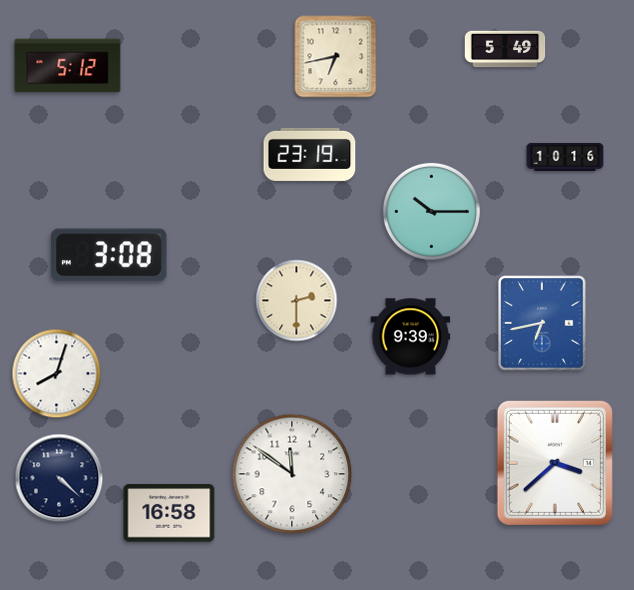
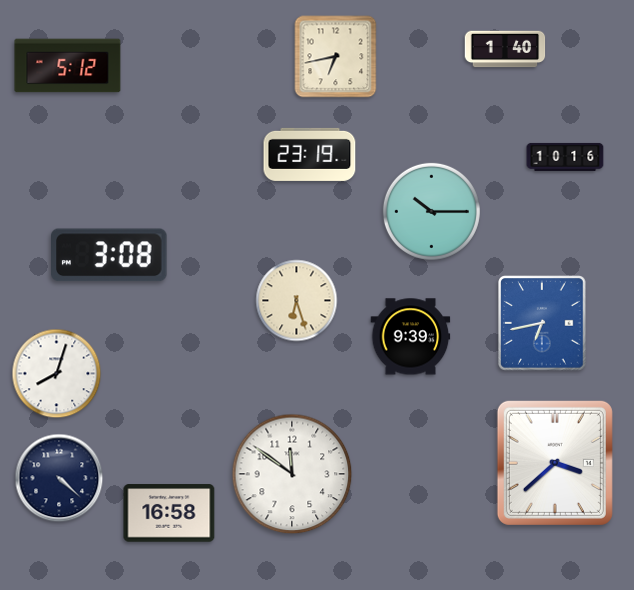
clock at (505, 49): 5:49 -> 1:40
clock at (297, 301): 2:30 -> 6:27
